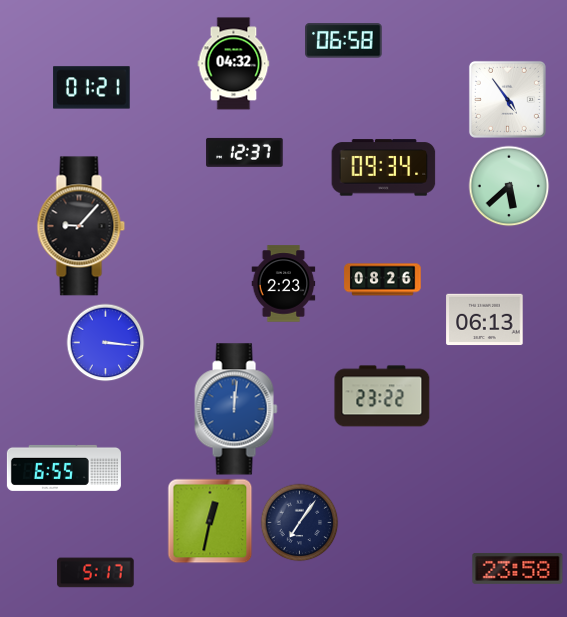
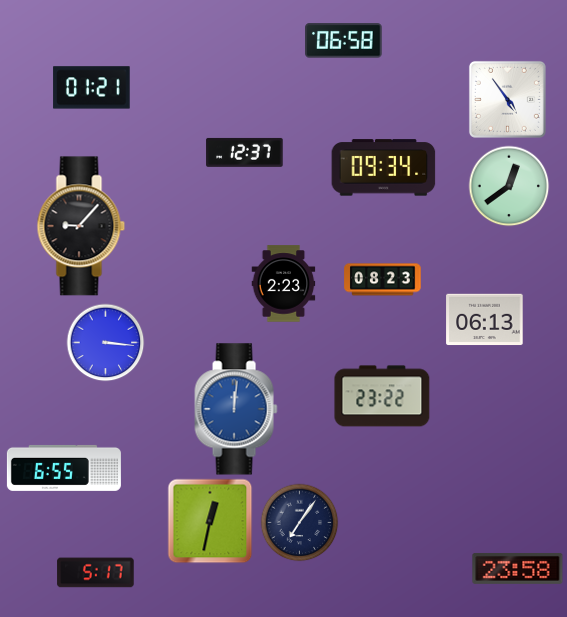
clock at (234, 64): 04:32 -> none
clock at (509, 186): 5:38 -> 12:39
clock at (383, 280): 08:26 -> 08:23
